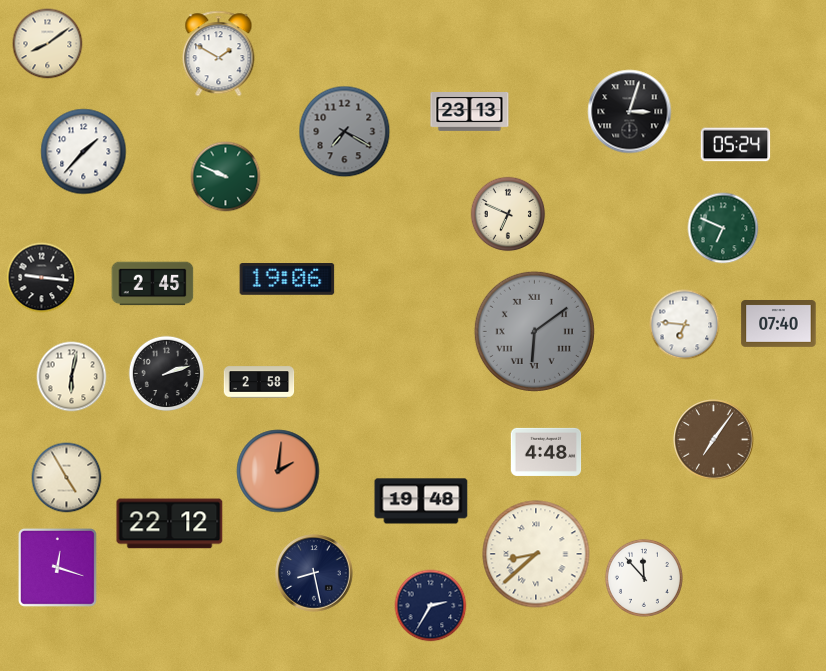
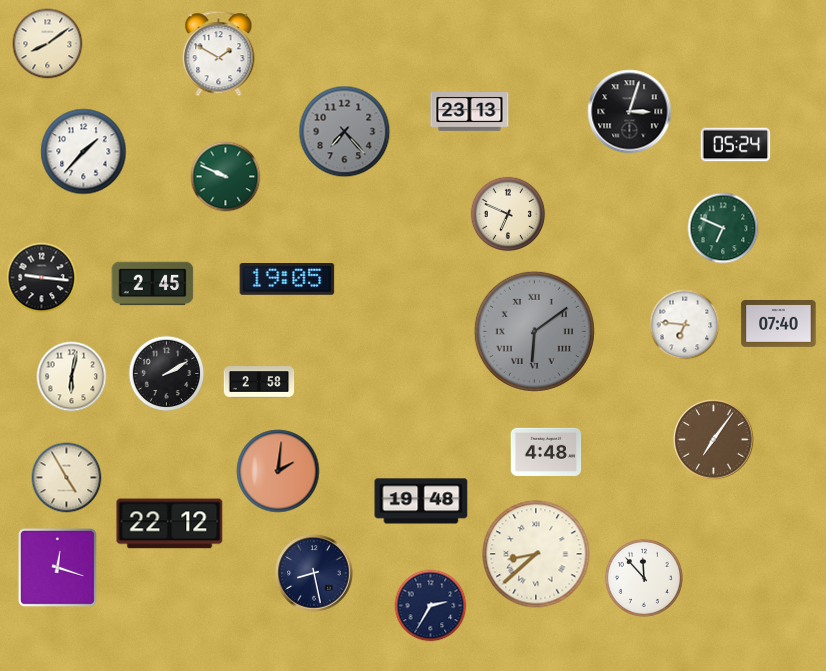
clock at (345, 132): 7:20 -> 7:23
clock at (287, 280): 19:06 -> 19:05
clock at (167, 374): 2:12 -> 2:10
